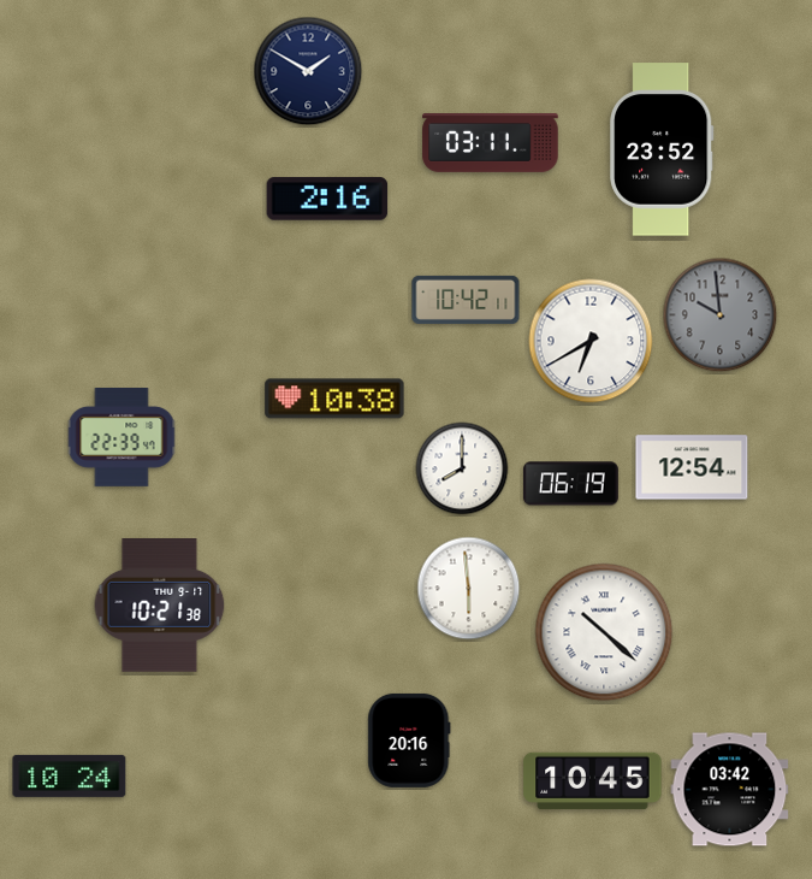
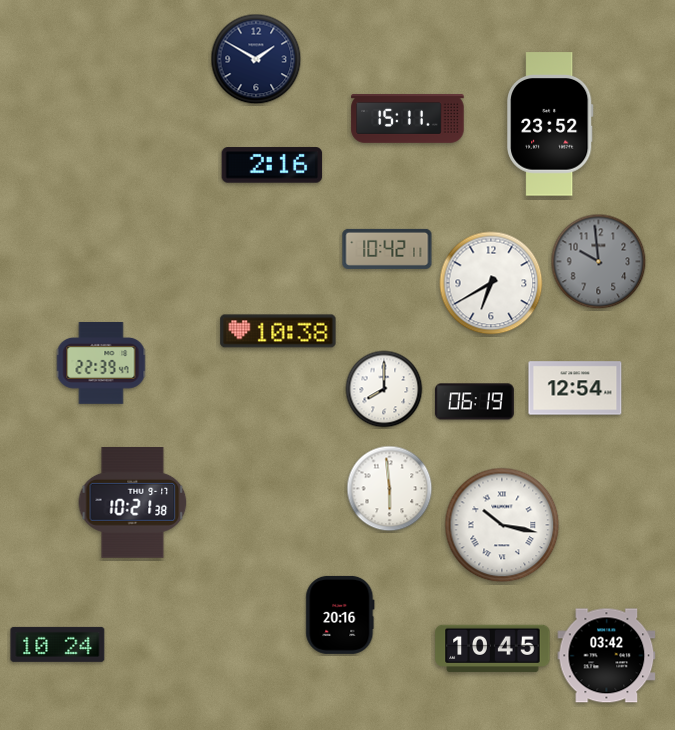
clock at (491, 143): 03:11 -> 15:11
clock at (604, 632): 10:22 -> 10:17
